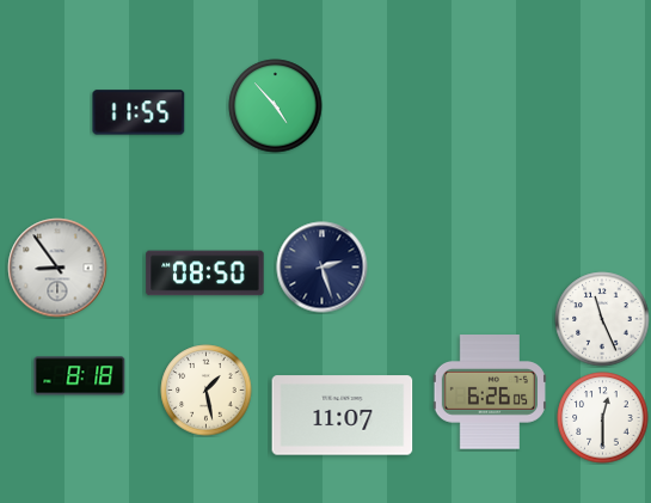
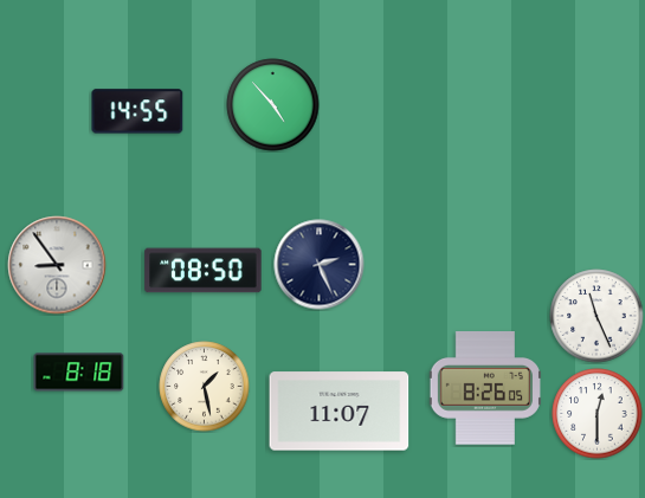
clock at (139, 112): 11:55 -> 14:55
clock at (323, 268): 2:27 -> 2:26
clock at (490, 392): 6:26 -> 8:26
